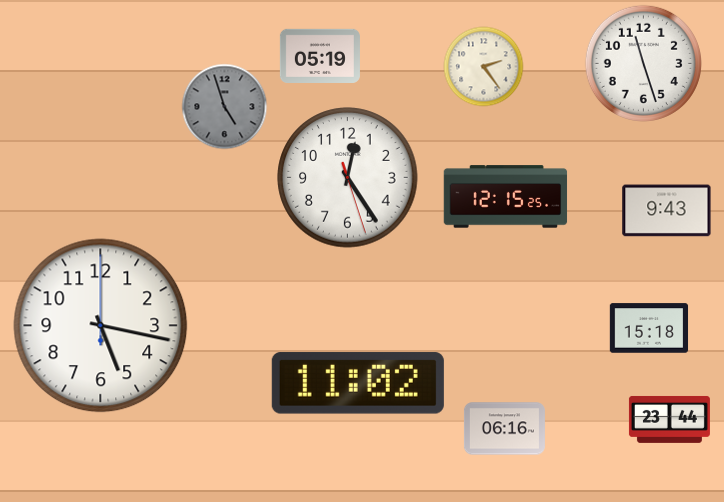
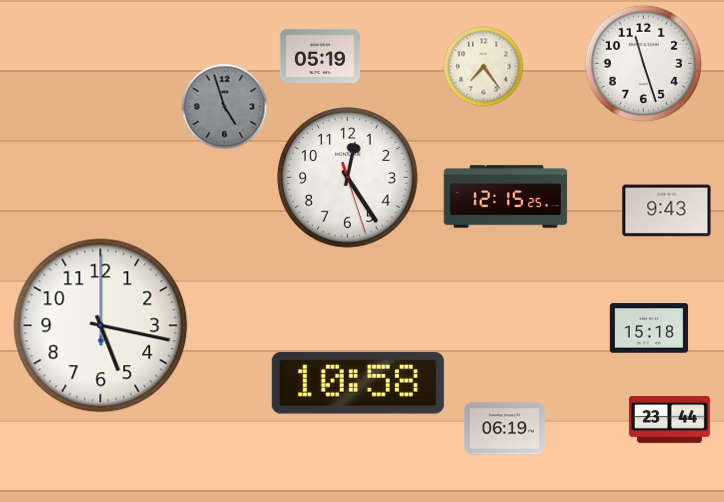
clock at (484, 67): 2:24 -> 7:24
clock at (358, 383): 11:02 -> 10:58
clock at (504, 429): 06:16 -> 06:19
